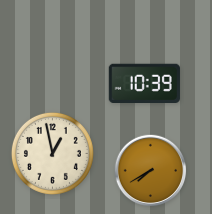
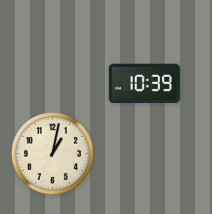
clock at (52, 153): 12:58 -> 1:02
clock at (151, 171): 7:40 -> none
